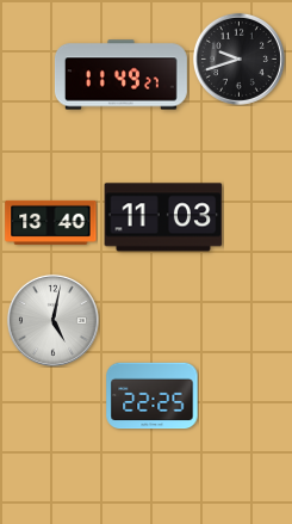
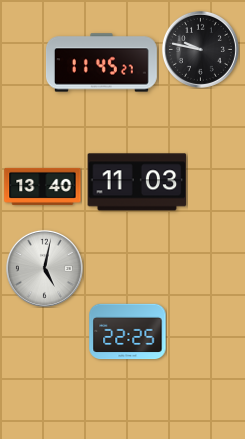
clock at (238, 58): 9:42 -> 9:47
clock at (120, 75): 11:49 -> 11:45
